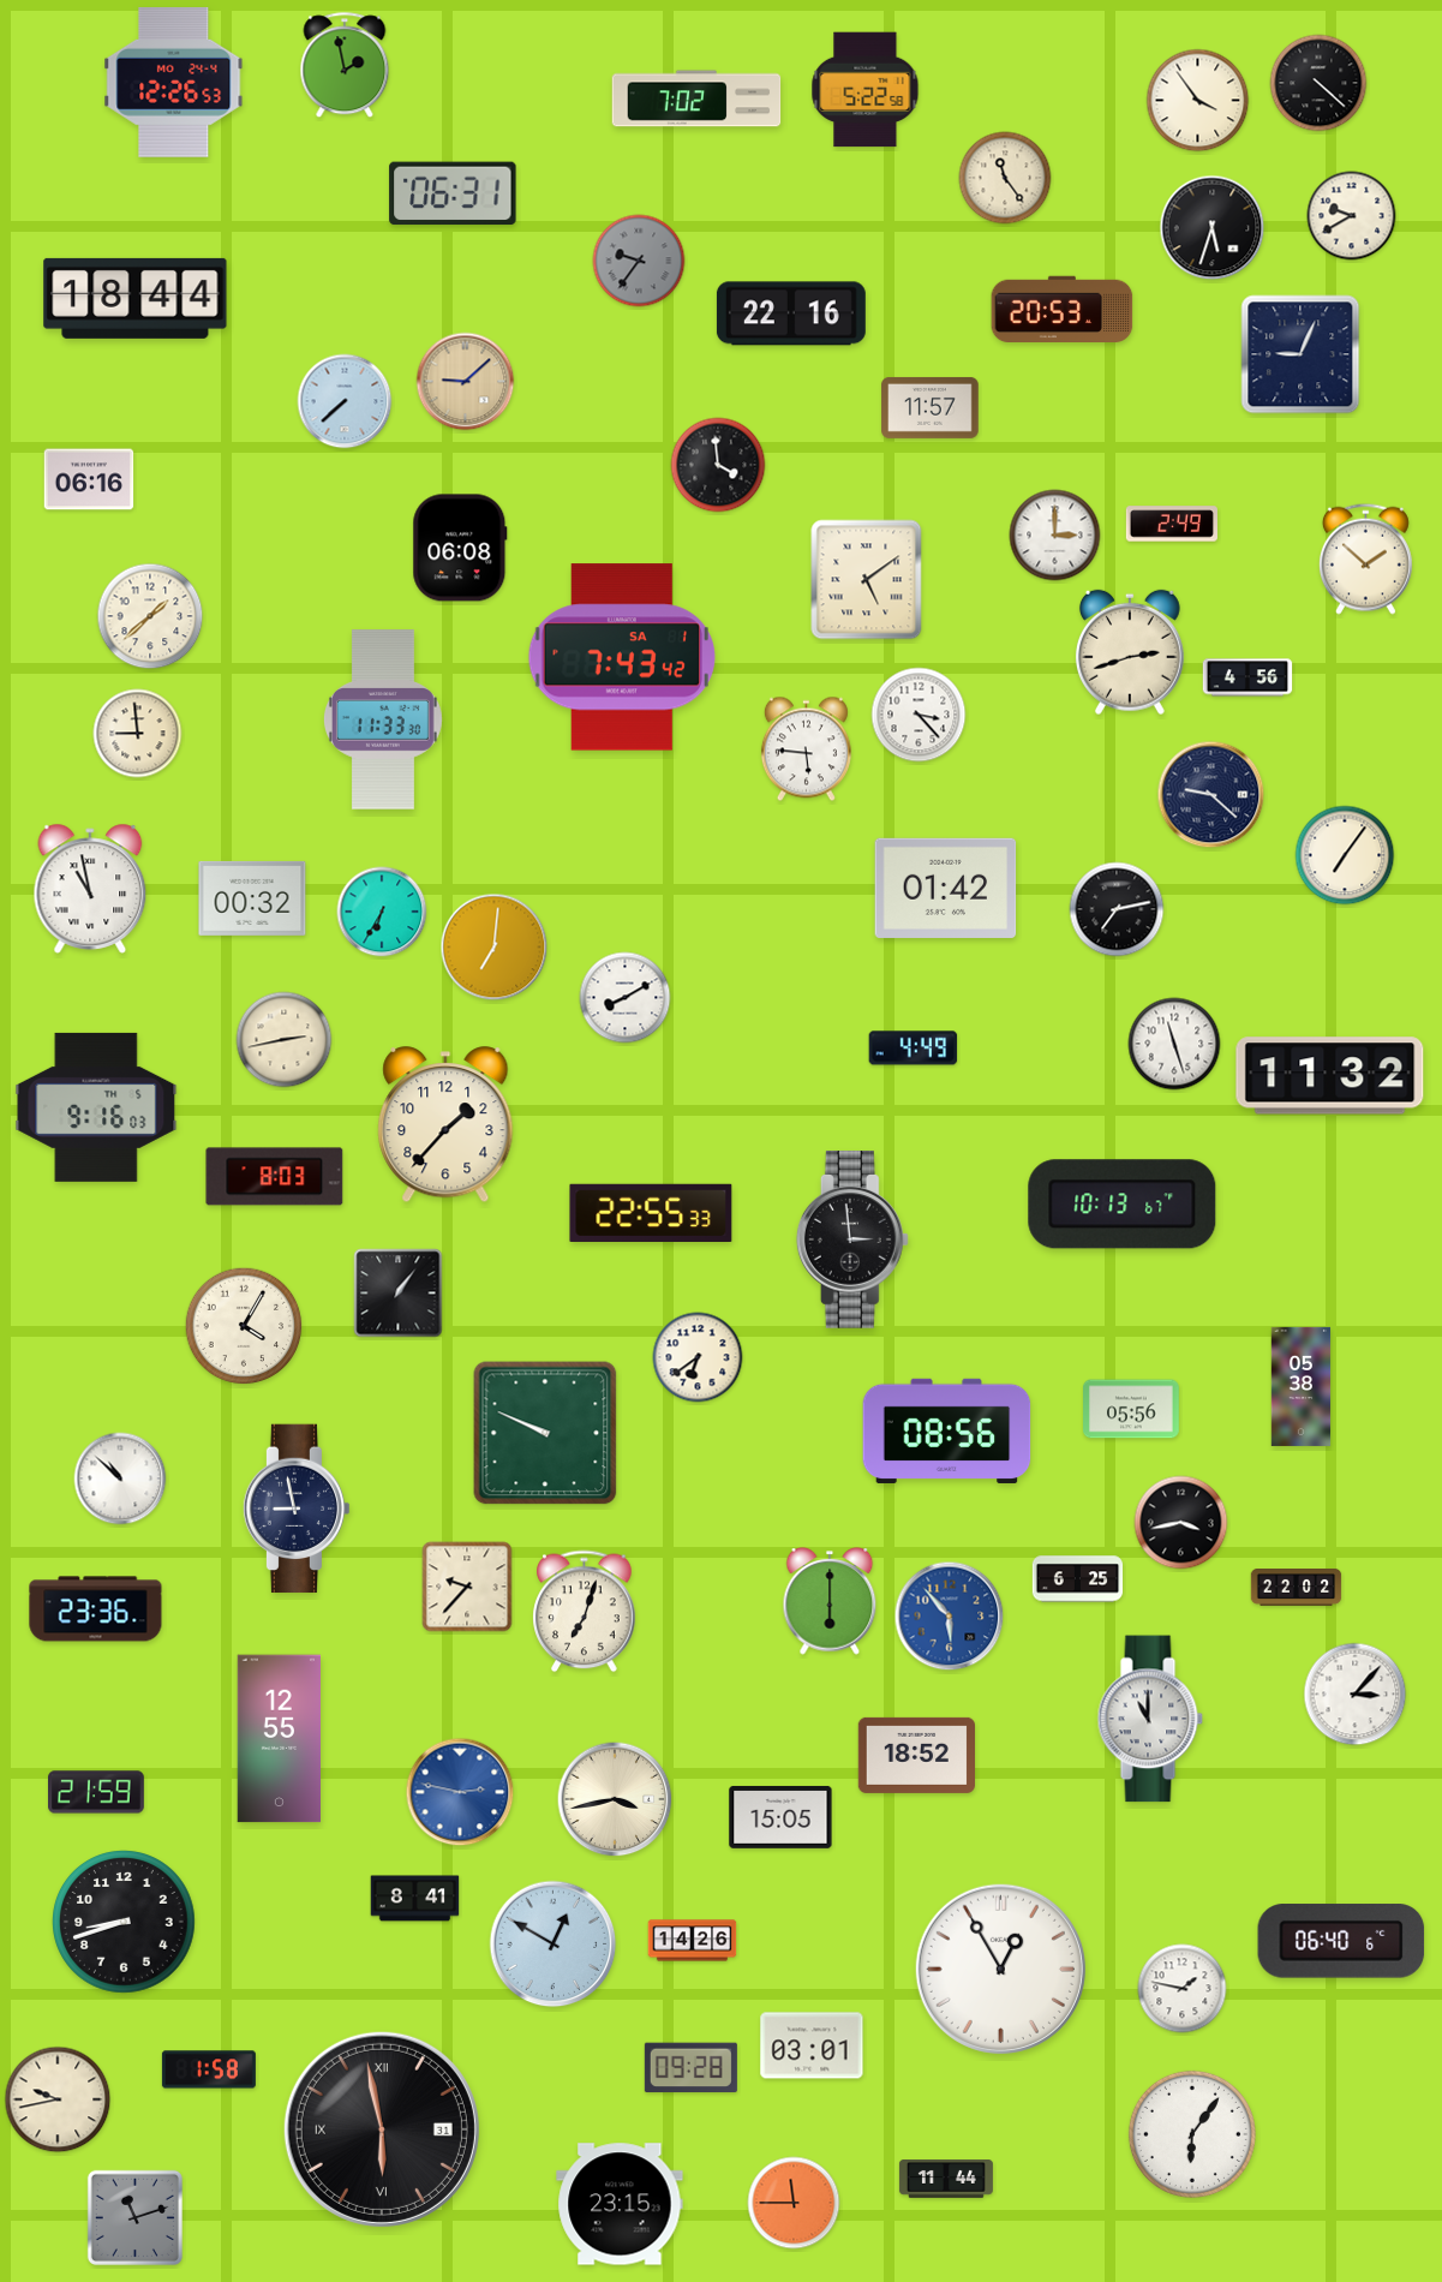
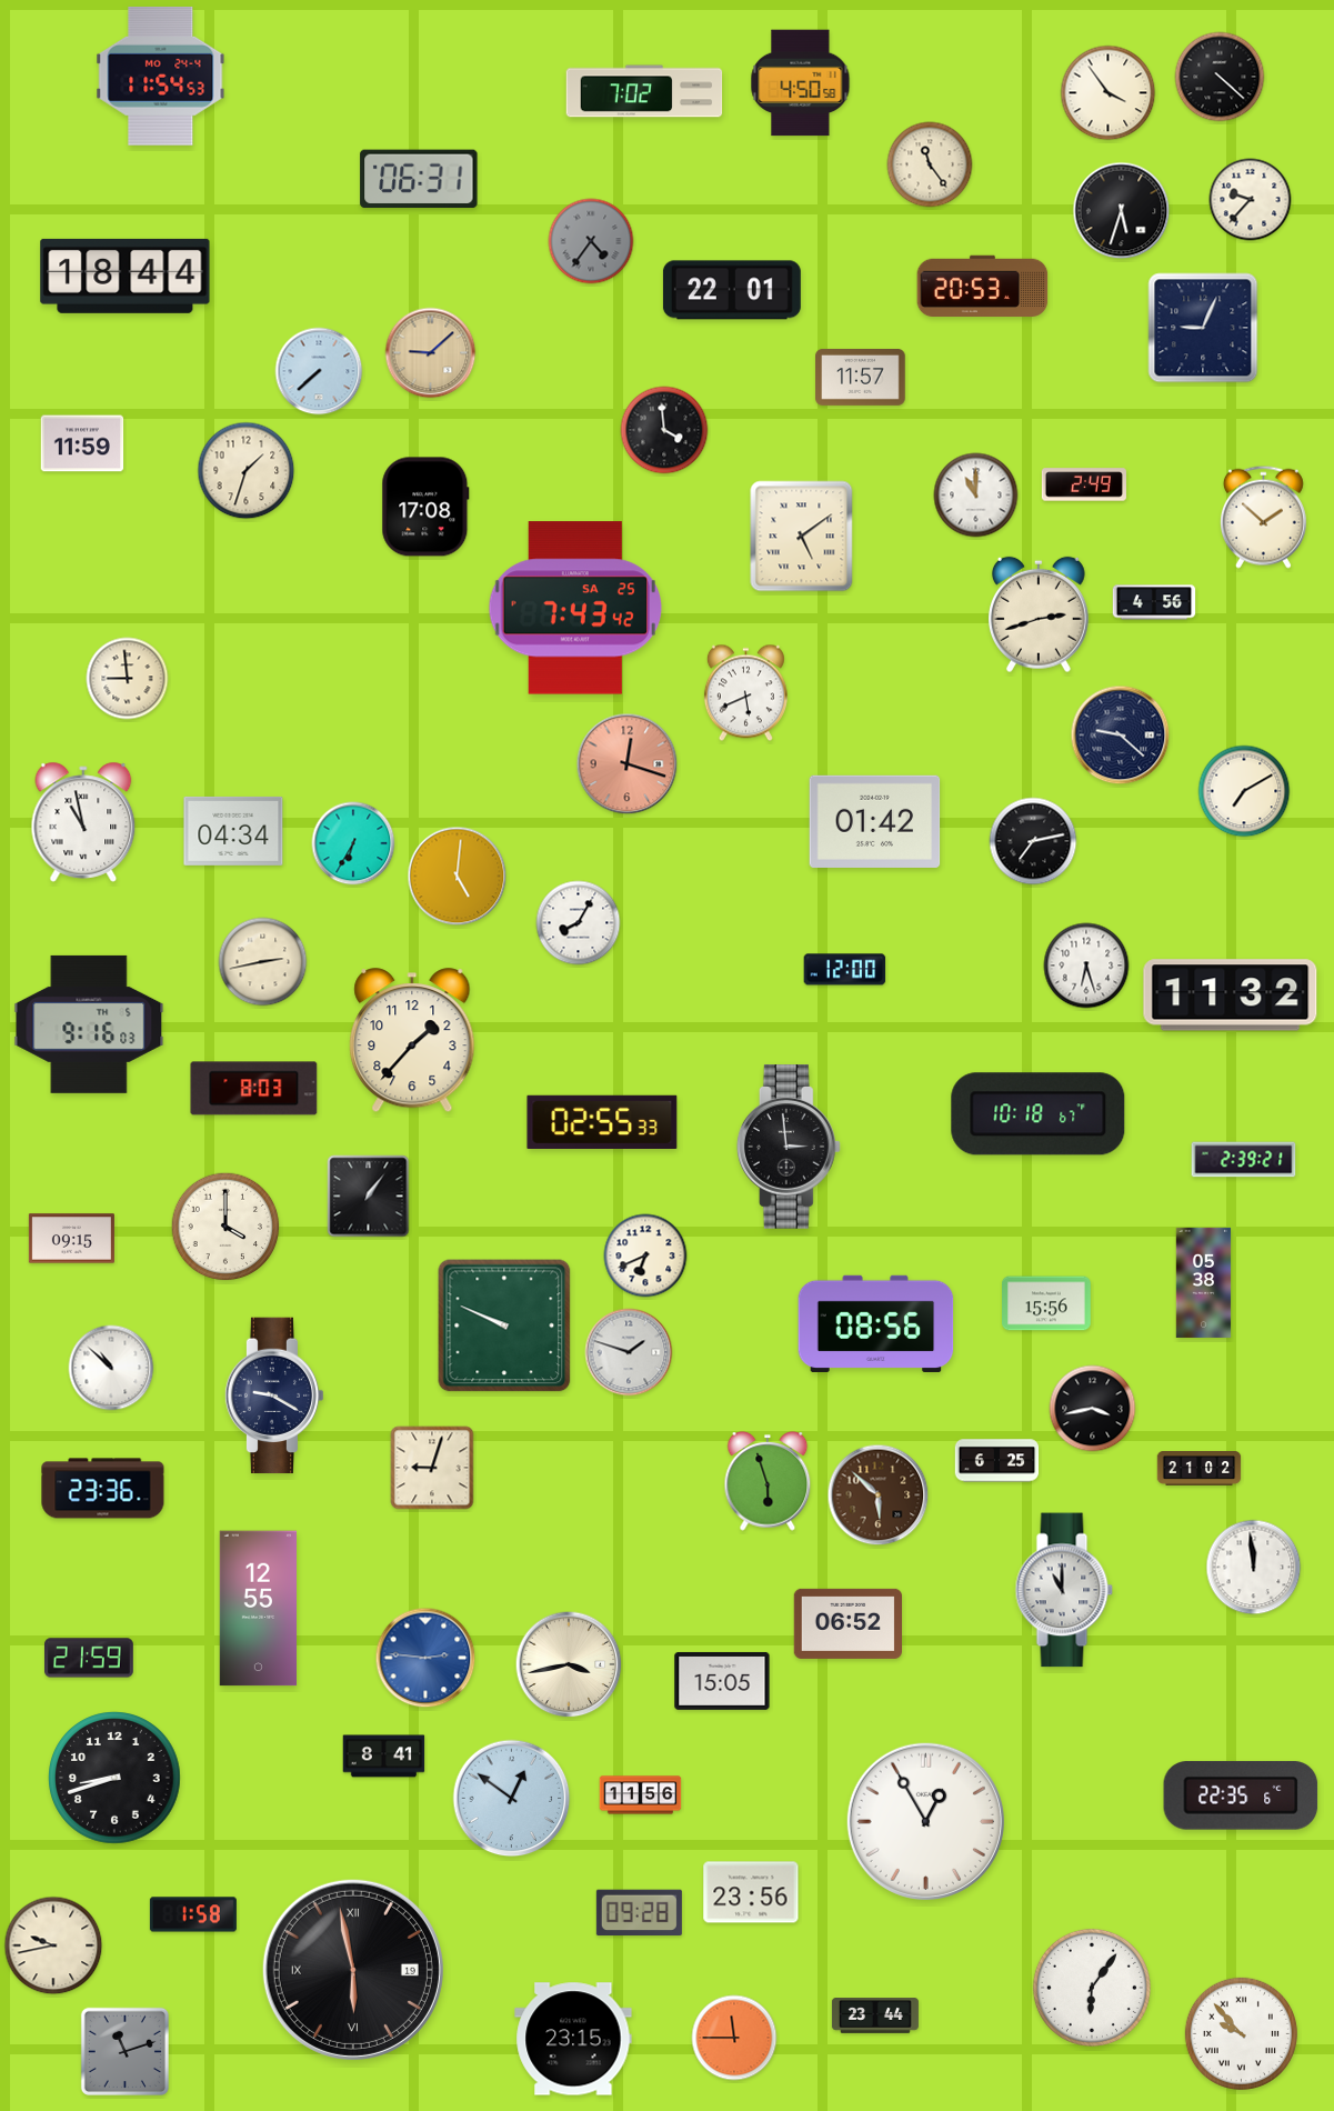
clock at (345, 66): 1:58 -> none
clock at (174, 82): 12:26 -> 11:54
clock at (866, 90): 5:22 -> 4:50
clock at (1352, 216): 9:40 -> 9:37
clock at (639, 261): 9:36 -> 4:36
clock at (791, 313): 22:16 -> 22:01
clock at (89, 479): 06:16 -> 11:59
clock at (247, 471): none -> 1:33
clock at (1055, 536): 3:00 -> 11:00
clock at (460, 548): 06:08 -> 17:08
clock at (150, 616): 1:38 -> none
clock at (1130, 652) position: (1130, 652) -> (1039, 614)
clock at (621, 657) date: SA 1 -> SA 25
clock at (1247, 677) position: (1247, 677) -> (1154, 602)
clock at (919, 715): 3:23 -> none
clock at (383, 719): 11:33 -> none
clock at (806, 749): 5:46 -> 5:41
clock at (628, 764): none -> 12:18
clock at (1345, 855): 7:06 -> 7:10
clock at (252, 898): 00:32 -> 04:34
clock at (495, 948): 7:01 -> 5:01
clock at (626, 998): 8:10 -> 8:05
clock at (1174, 1044): 11:27 -> 6:27
clock at (914, 1049): 4:49 -> 12:00
clock at (1123, 1205): 10:13 -> 10:18
clock at (651, 1212): 22:55 -> 02:55
clock at (1244, 1160): none -> 2:39
clock at (244, 1326): 4:05 -> 4:00
clock at (71, 1239): none -> 09:15
clock at (698, 1357): 6:39 -> 6:41
clock at (1132, 1409): 05:56 -> 15:56
clock at (629, 1352): none -> 1:48
clock at (297, 1509): 8:58 -> 9:20
clock at (467, 1587): 9:37 -> 9:03
clock at (1297, 1588): 22:02 -> 21:02
clock at (830, 1601): 6:00 -> 5:57
clock at (96, 1609) position: (96, 1609) -> (103, 1489)
clock at (585, 1612): 7:03 -> none
clock at (950, 1617): 5:53 -> 5:52
clock at (950, 1617) dial: blue -> brown
clock at (1356, 1695): 3:07 -> 11:59
clock at (916, 1755): 18:52 -> 06:52
clock at (460, 1792): 2:47 -> 2:46
clock at (693, 1941): 14:26 -> 11:56
clock at (1341, 1941): 06:40 -> 22:35
clock at (554, 1945): 12:50 -> 12:51
clock at (1183, 1989): 1:47 -> none
clock at (812, 2045): 03:01 -> 23:56
clock at (58, 2099) position: (58, 2099) -> (53, 1945)
clock at (382, 2129) date: 31 -> 19
clock at (1192, 2134) position: (1192, 2134) -> (1092, 1988)
clock at (946, 2180): 11:44 -> 23:44
clock at (1241, 2033): none -> 9:53
